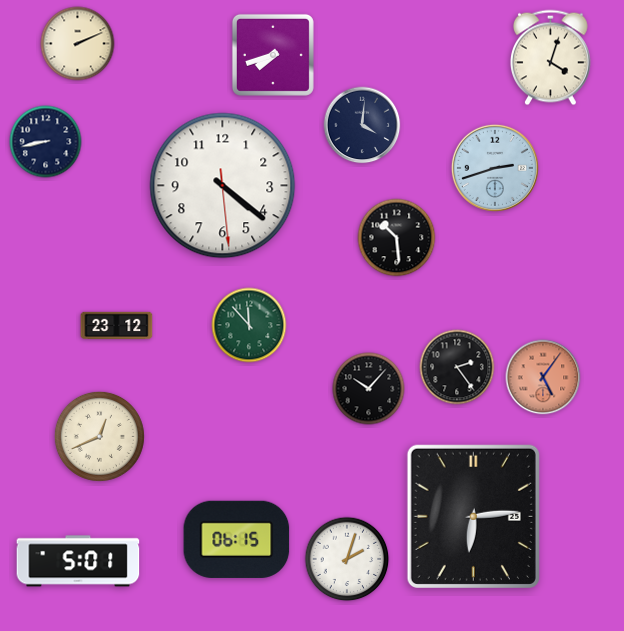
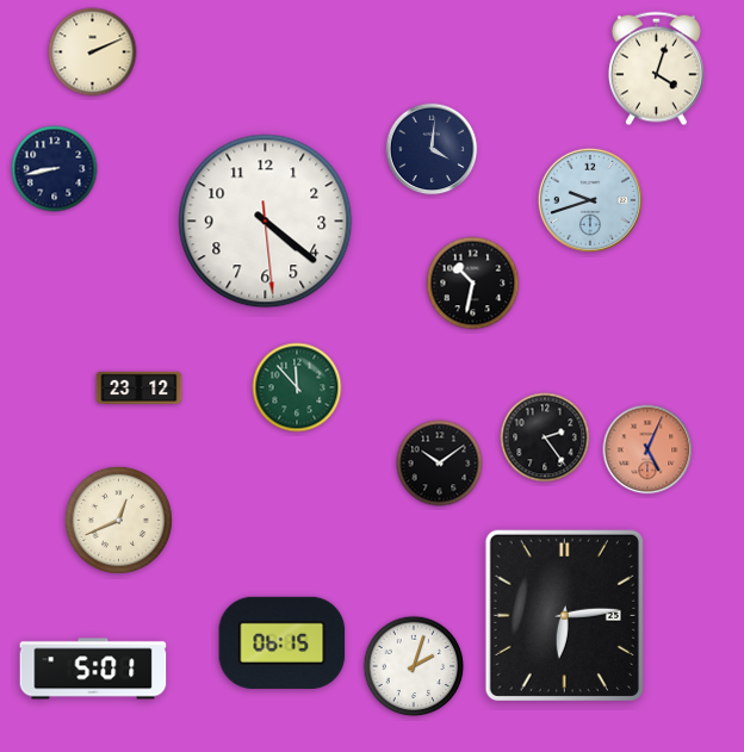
clock at (273, 55): 7:42 -> none
clock at (495, 168): 2:42 -> 9:42
clock at (397, 238): 10:29 -> 10:32
clock at (543, 377): 5:06 -> 5:04
clock at (369, 389): 10:07 -> 10:09
